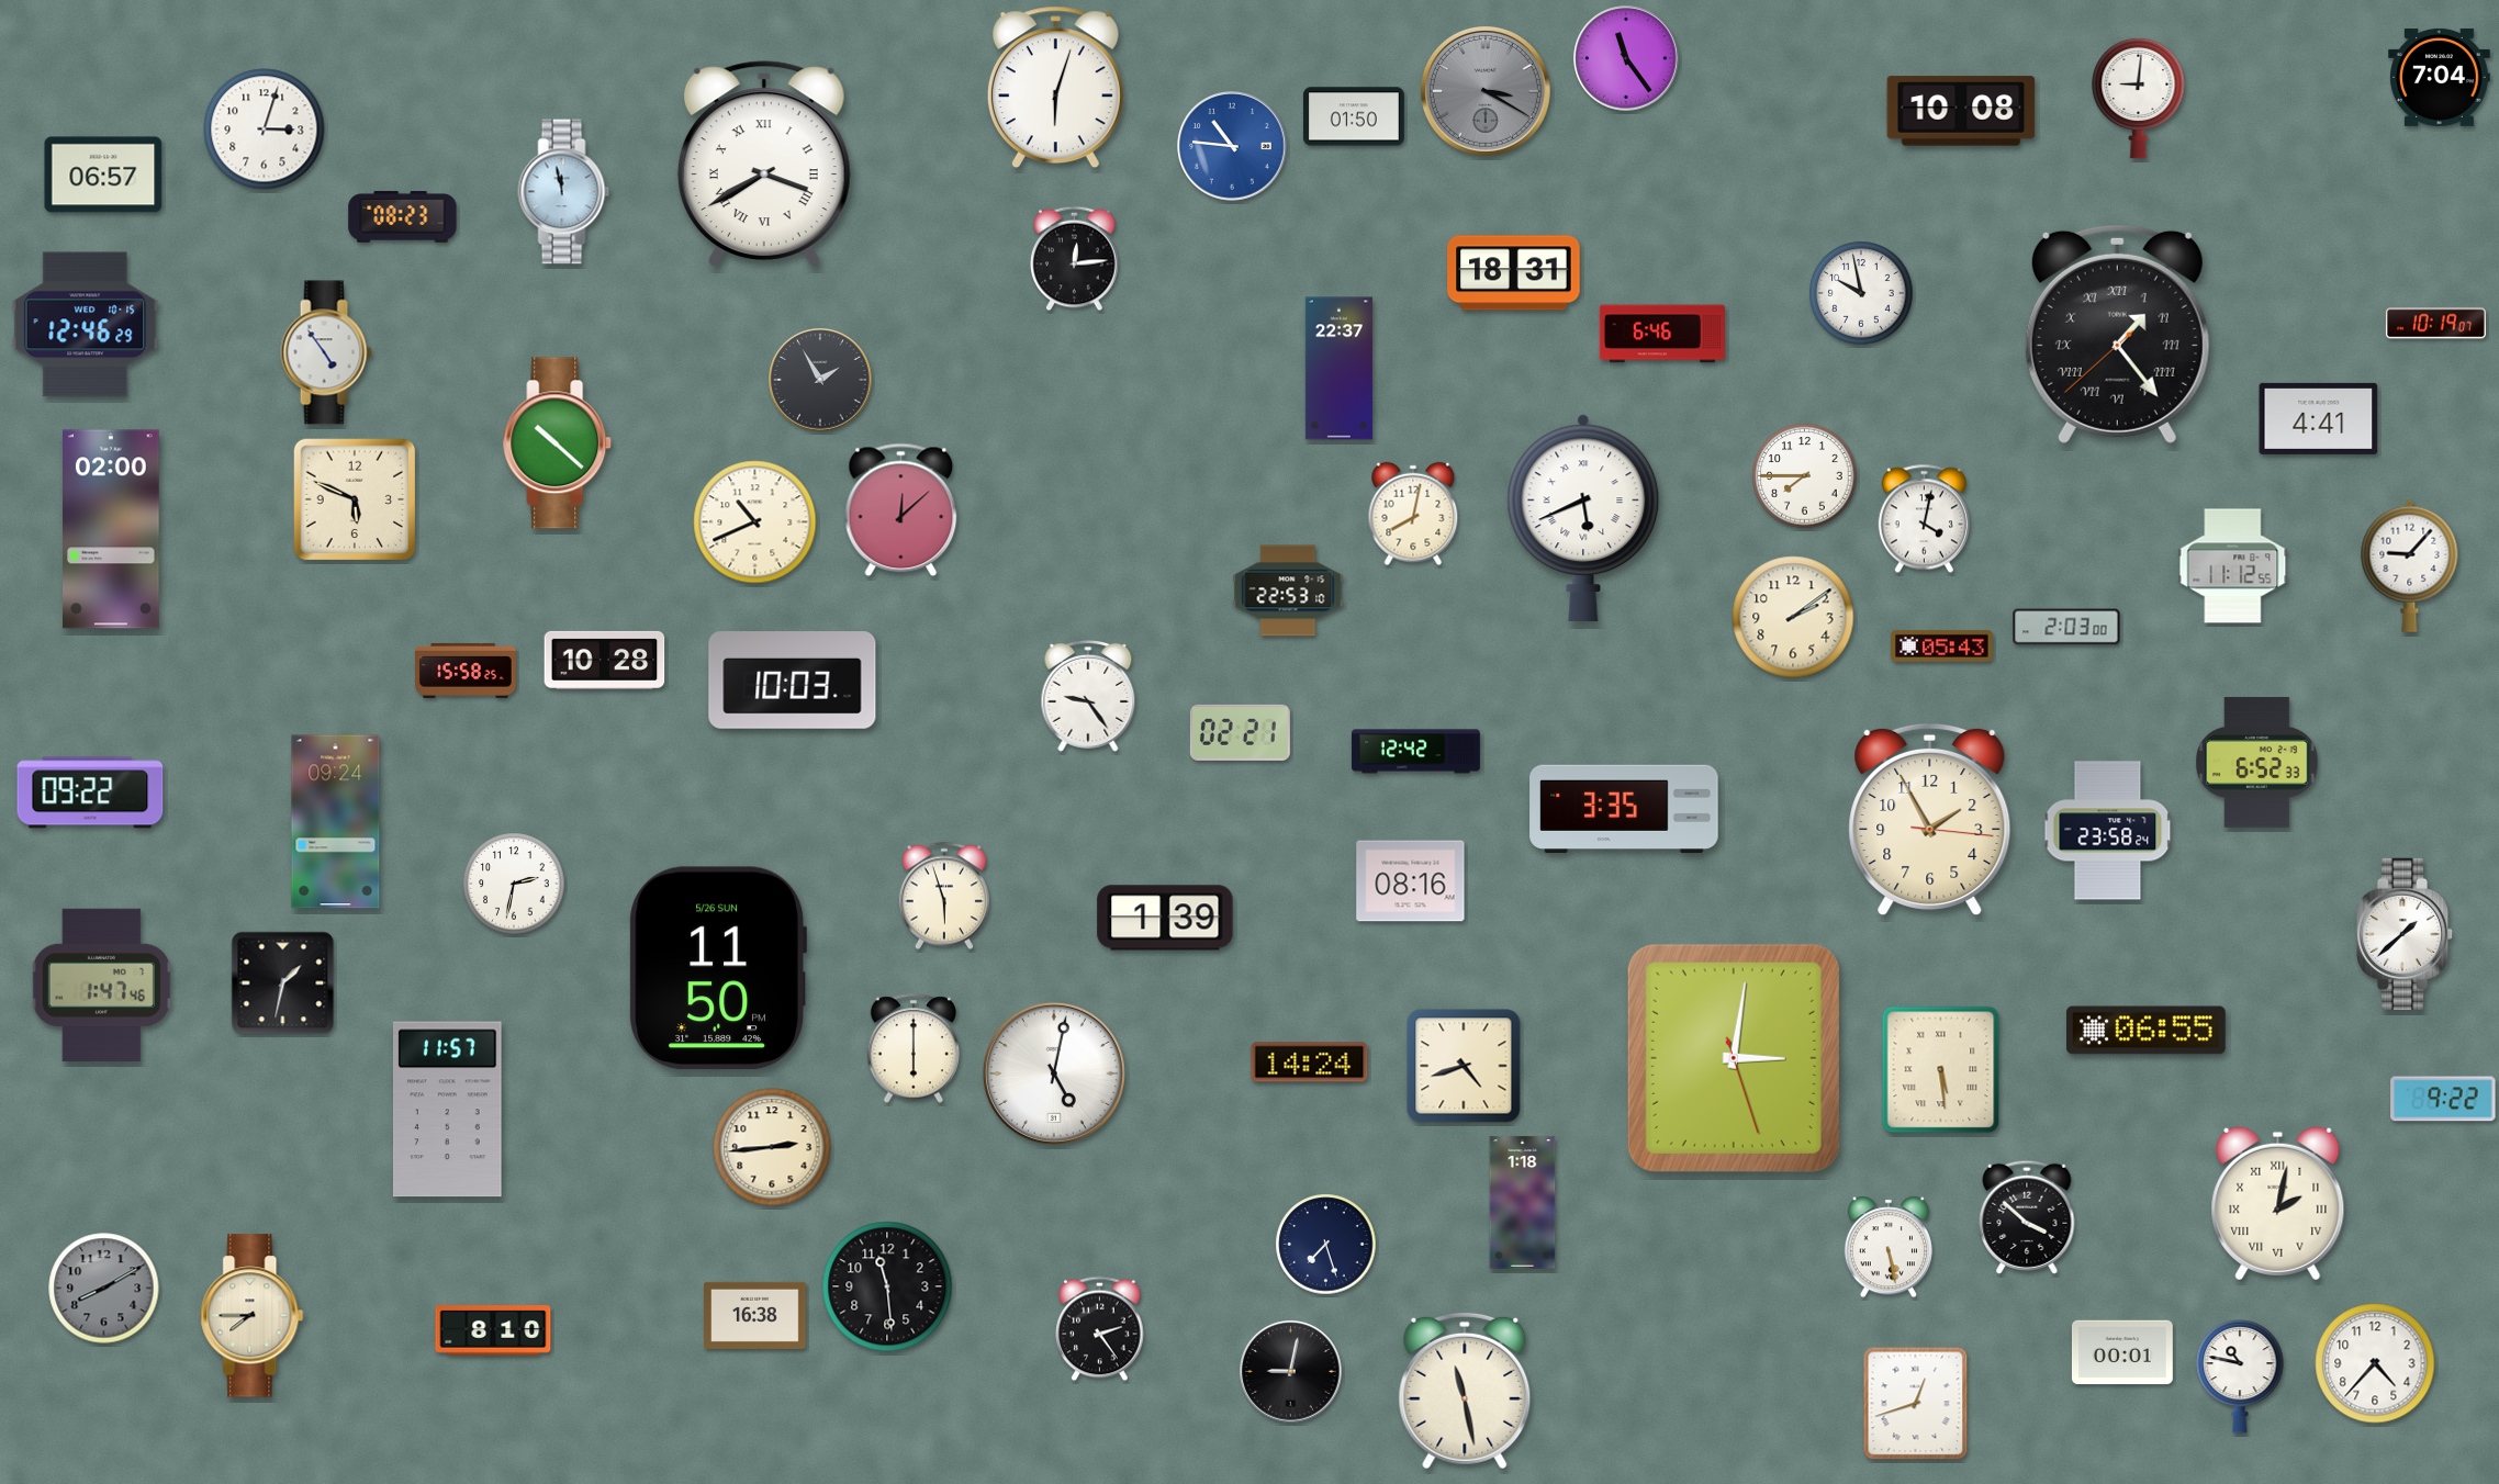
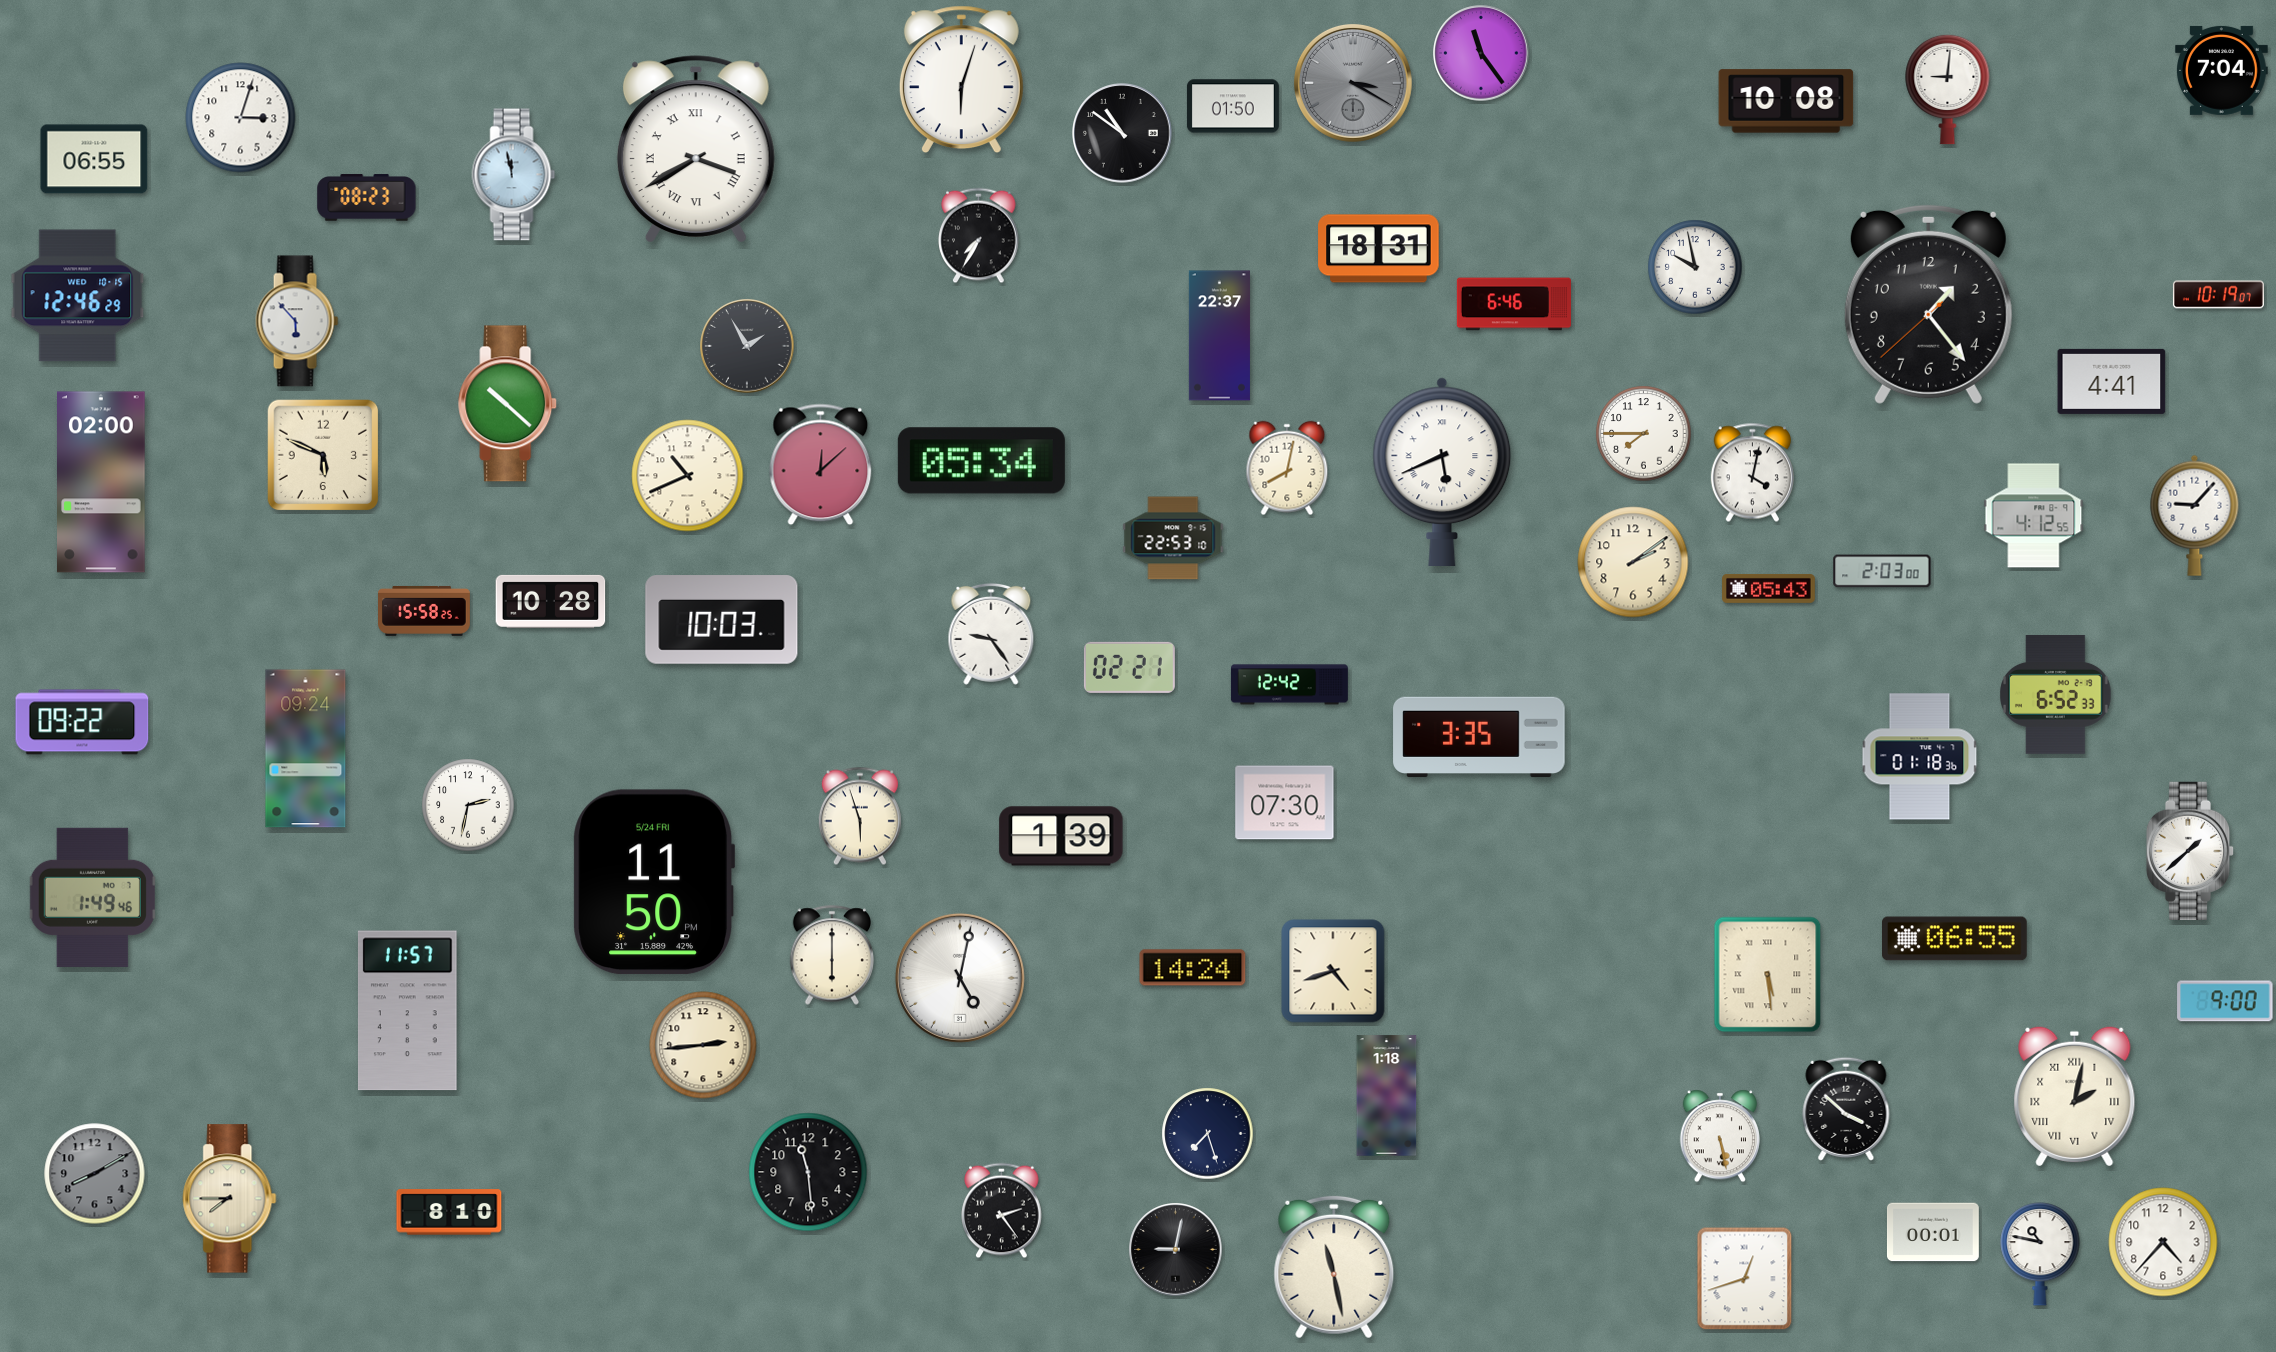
clock at (1232, 146): 10:46 -> 10:51
clock at (1232, 146) dial: blue -> black
clock at (103, 175): 06:57 -> 06:55
clock at (1075, 259): 12:14 -> 7:35
clock at (2117, 334) numerals: Roman -> Arabic
clock at (326, 352): 4:54 -> 5:53
clock at (981, 461): none -> 05:34
clock at (2233, 566): 11:12 -> 4:12
clock at (1930, 819): 1:55 -> none
clock at (2108, 831): 23:58 -> 01:18
clock at (1411, 881): 08:16 -> 07:30
clock at (718, 968) date: 5/26 SUN -> 5/24 FRI
clock at (283, 983): 1:32 -> none
clock at (101, 985): 1:47 -> 1:49
clock at (1734, 1058): 3:01 -> none
clock at (2443, 1099): 9:22 -> 9:00
clock at (755, 1315): 16:38 -> none
